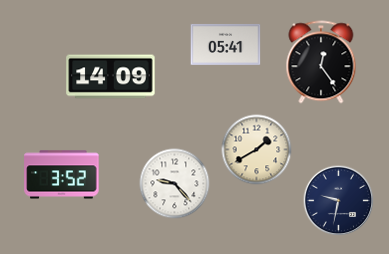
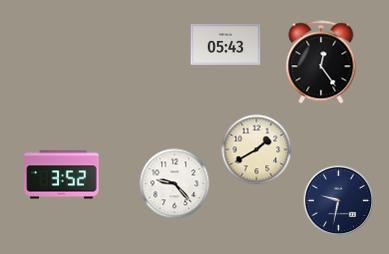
clock at (226, 44): 05:41 -> 05:43
clock at (111, 77): 14:09 -> none
